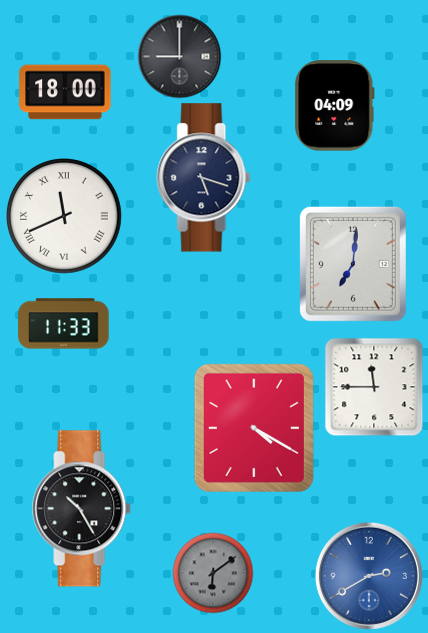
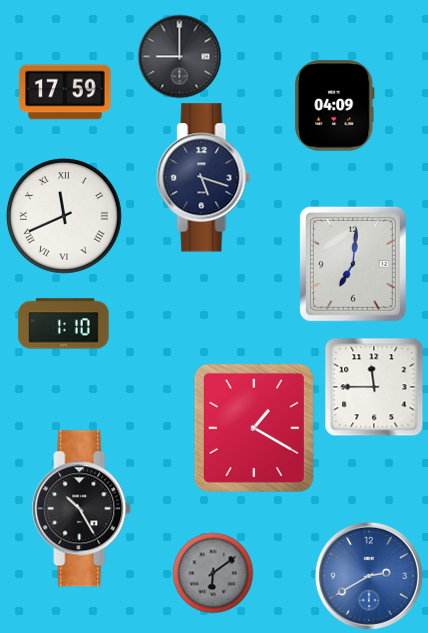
clock at (65, 92): 18:00 -> 17:59
clock at (64, 324): 11:33 -> 1:10
clock at (254, 428): 4:20 -> 1:20
